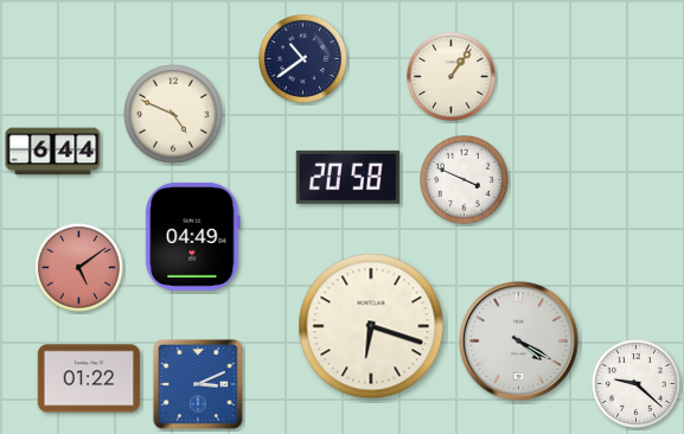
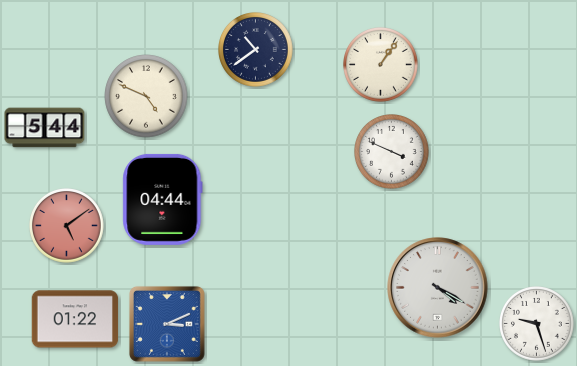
clock at (53, 152): 6:44 -> 5:44
clock at (347, 177): 20:58 -> none
clock at (193, 236): 04:49 -> 04:44
clock at (371, 326): 6:18 -> none
clock at (637, 384): 9:22 -> 9:27
